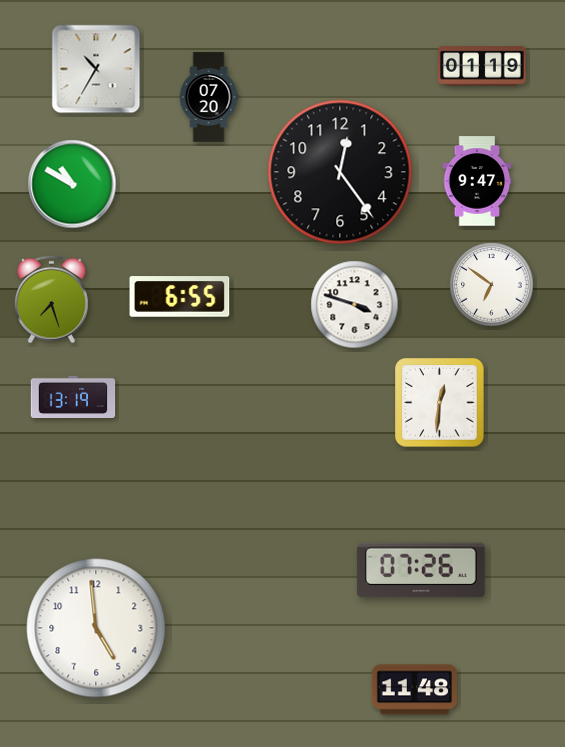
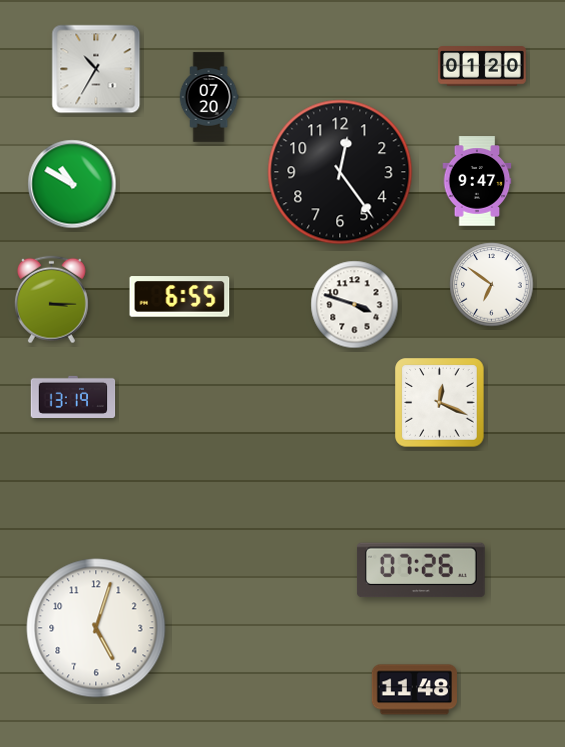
clock at (482, 66): 01:19 -> 01:20
clock at (51, 300): 7:27 -> 3:15
clock at (440, 403): 12:31 -> 12:19
clock at (96, 628): 4:59 -> 5:03
